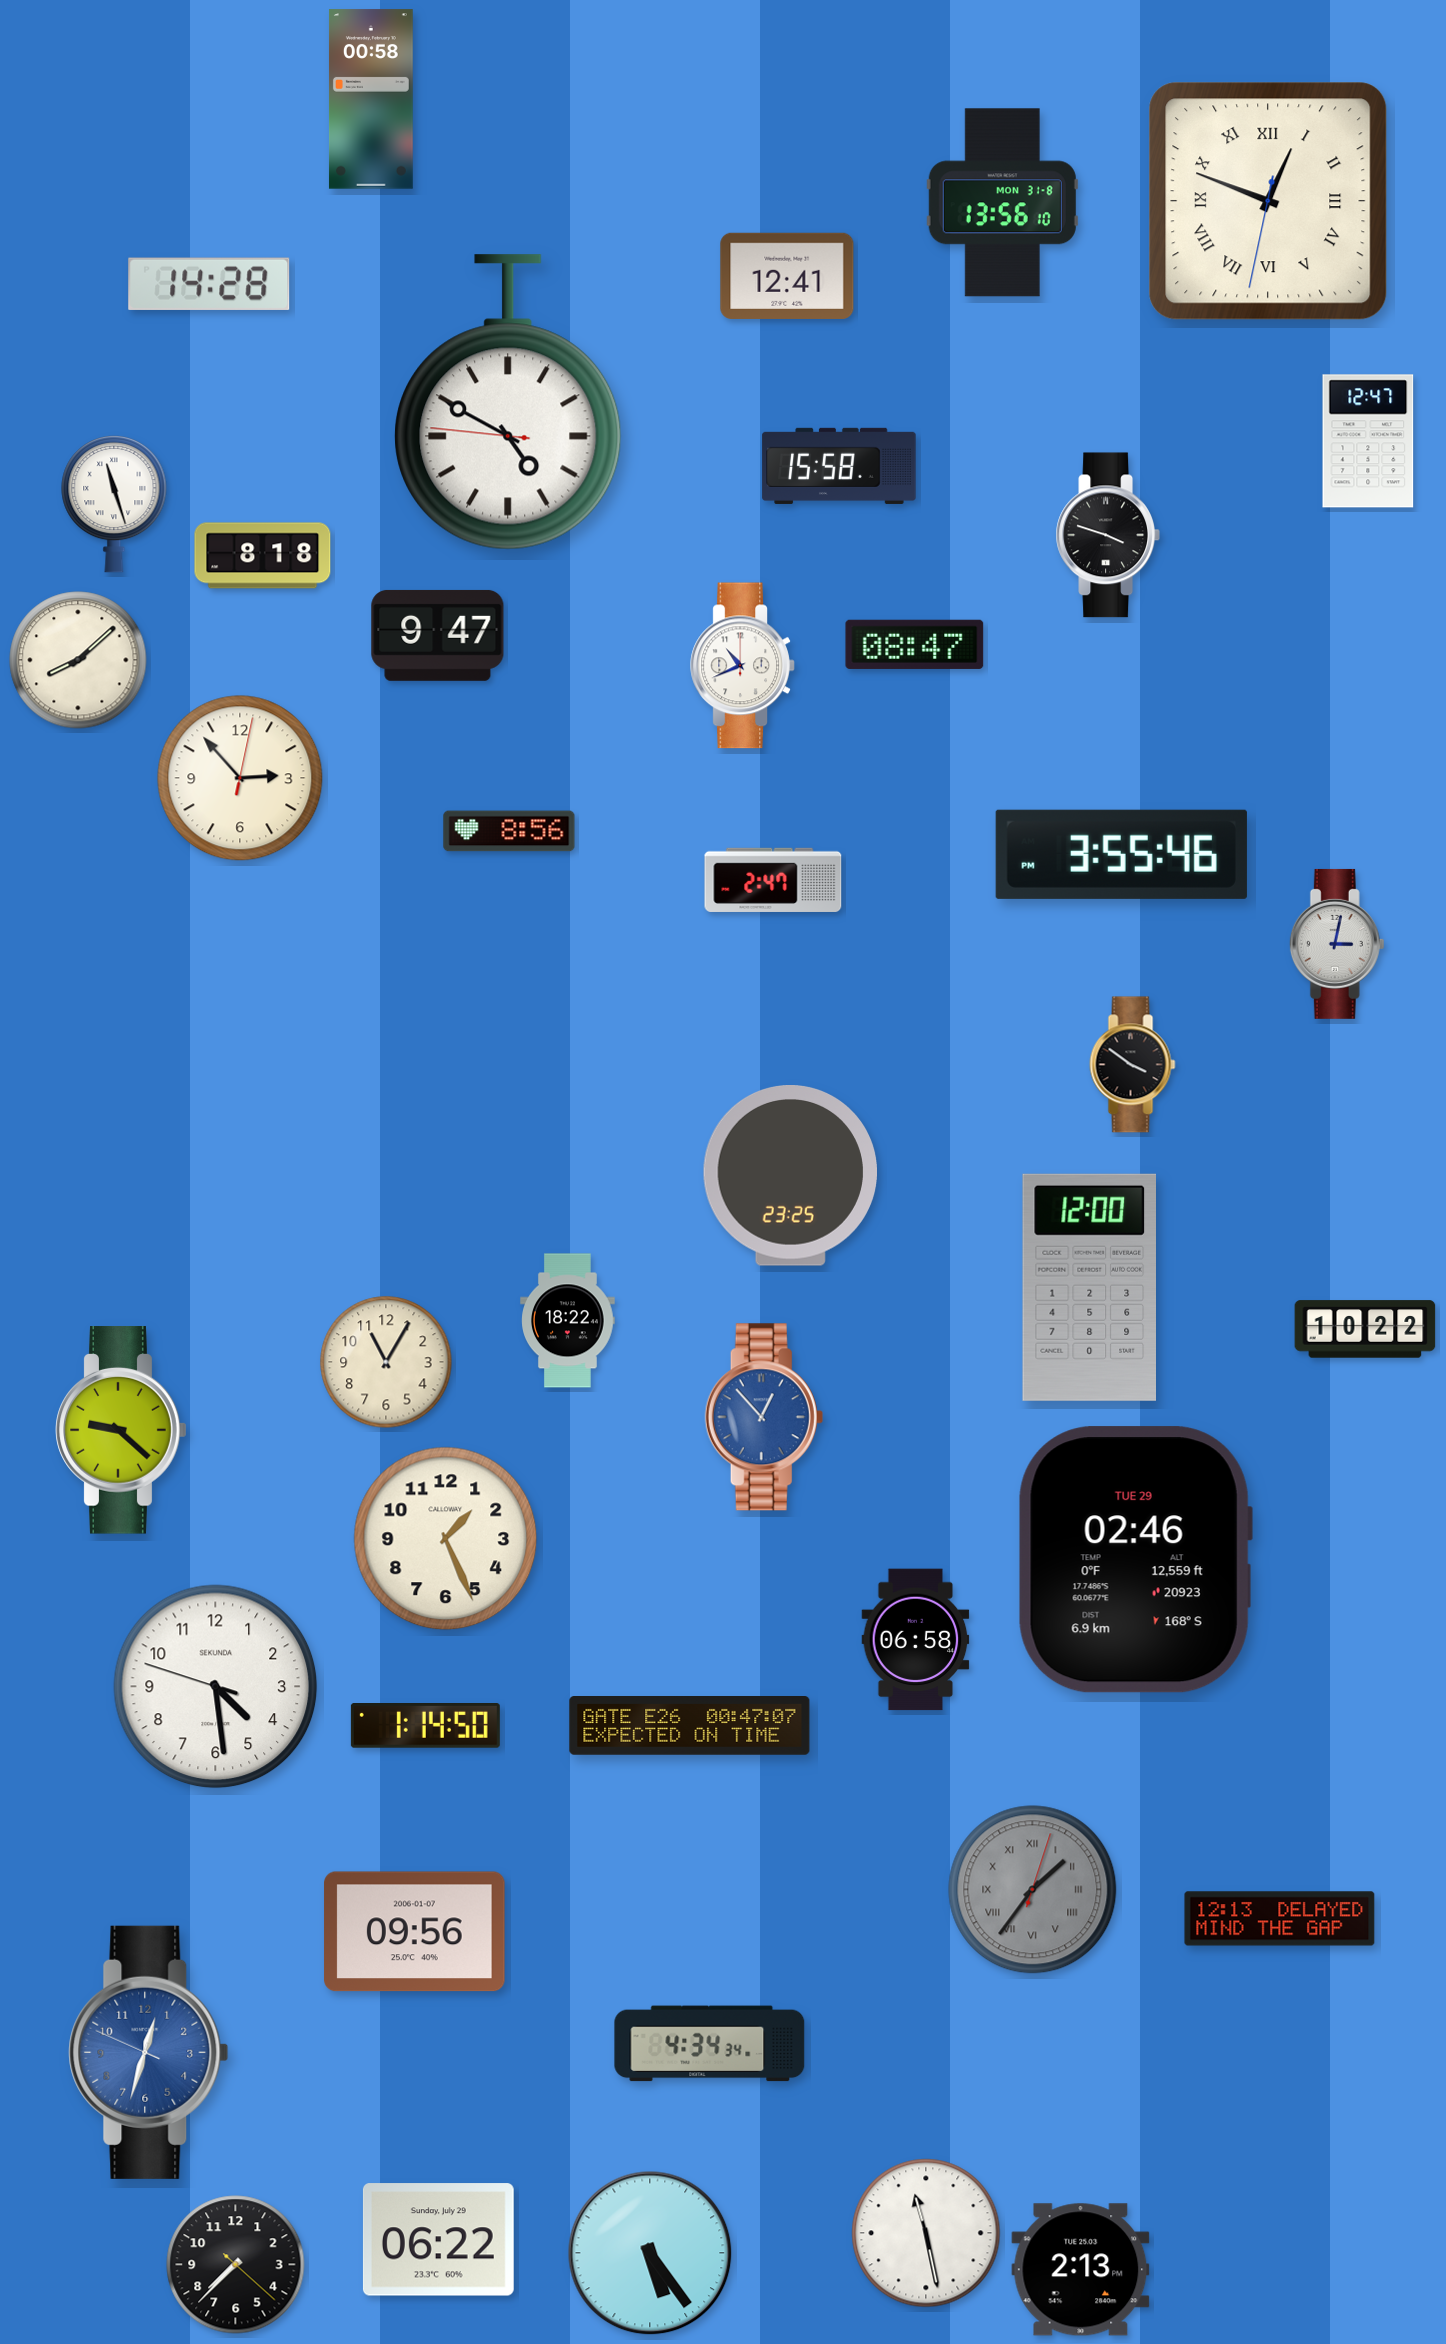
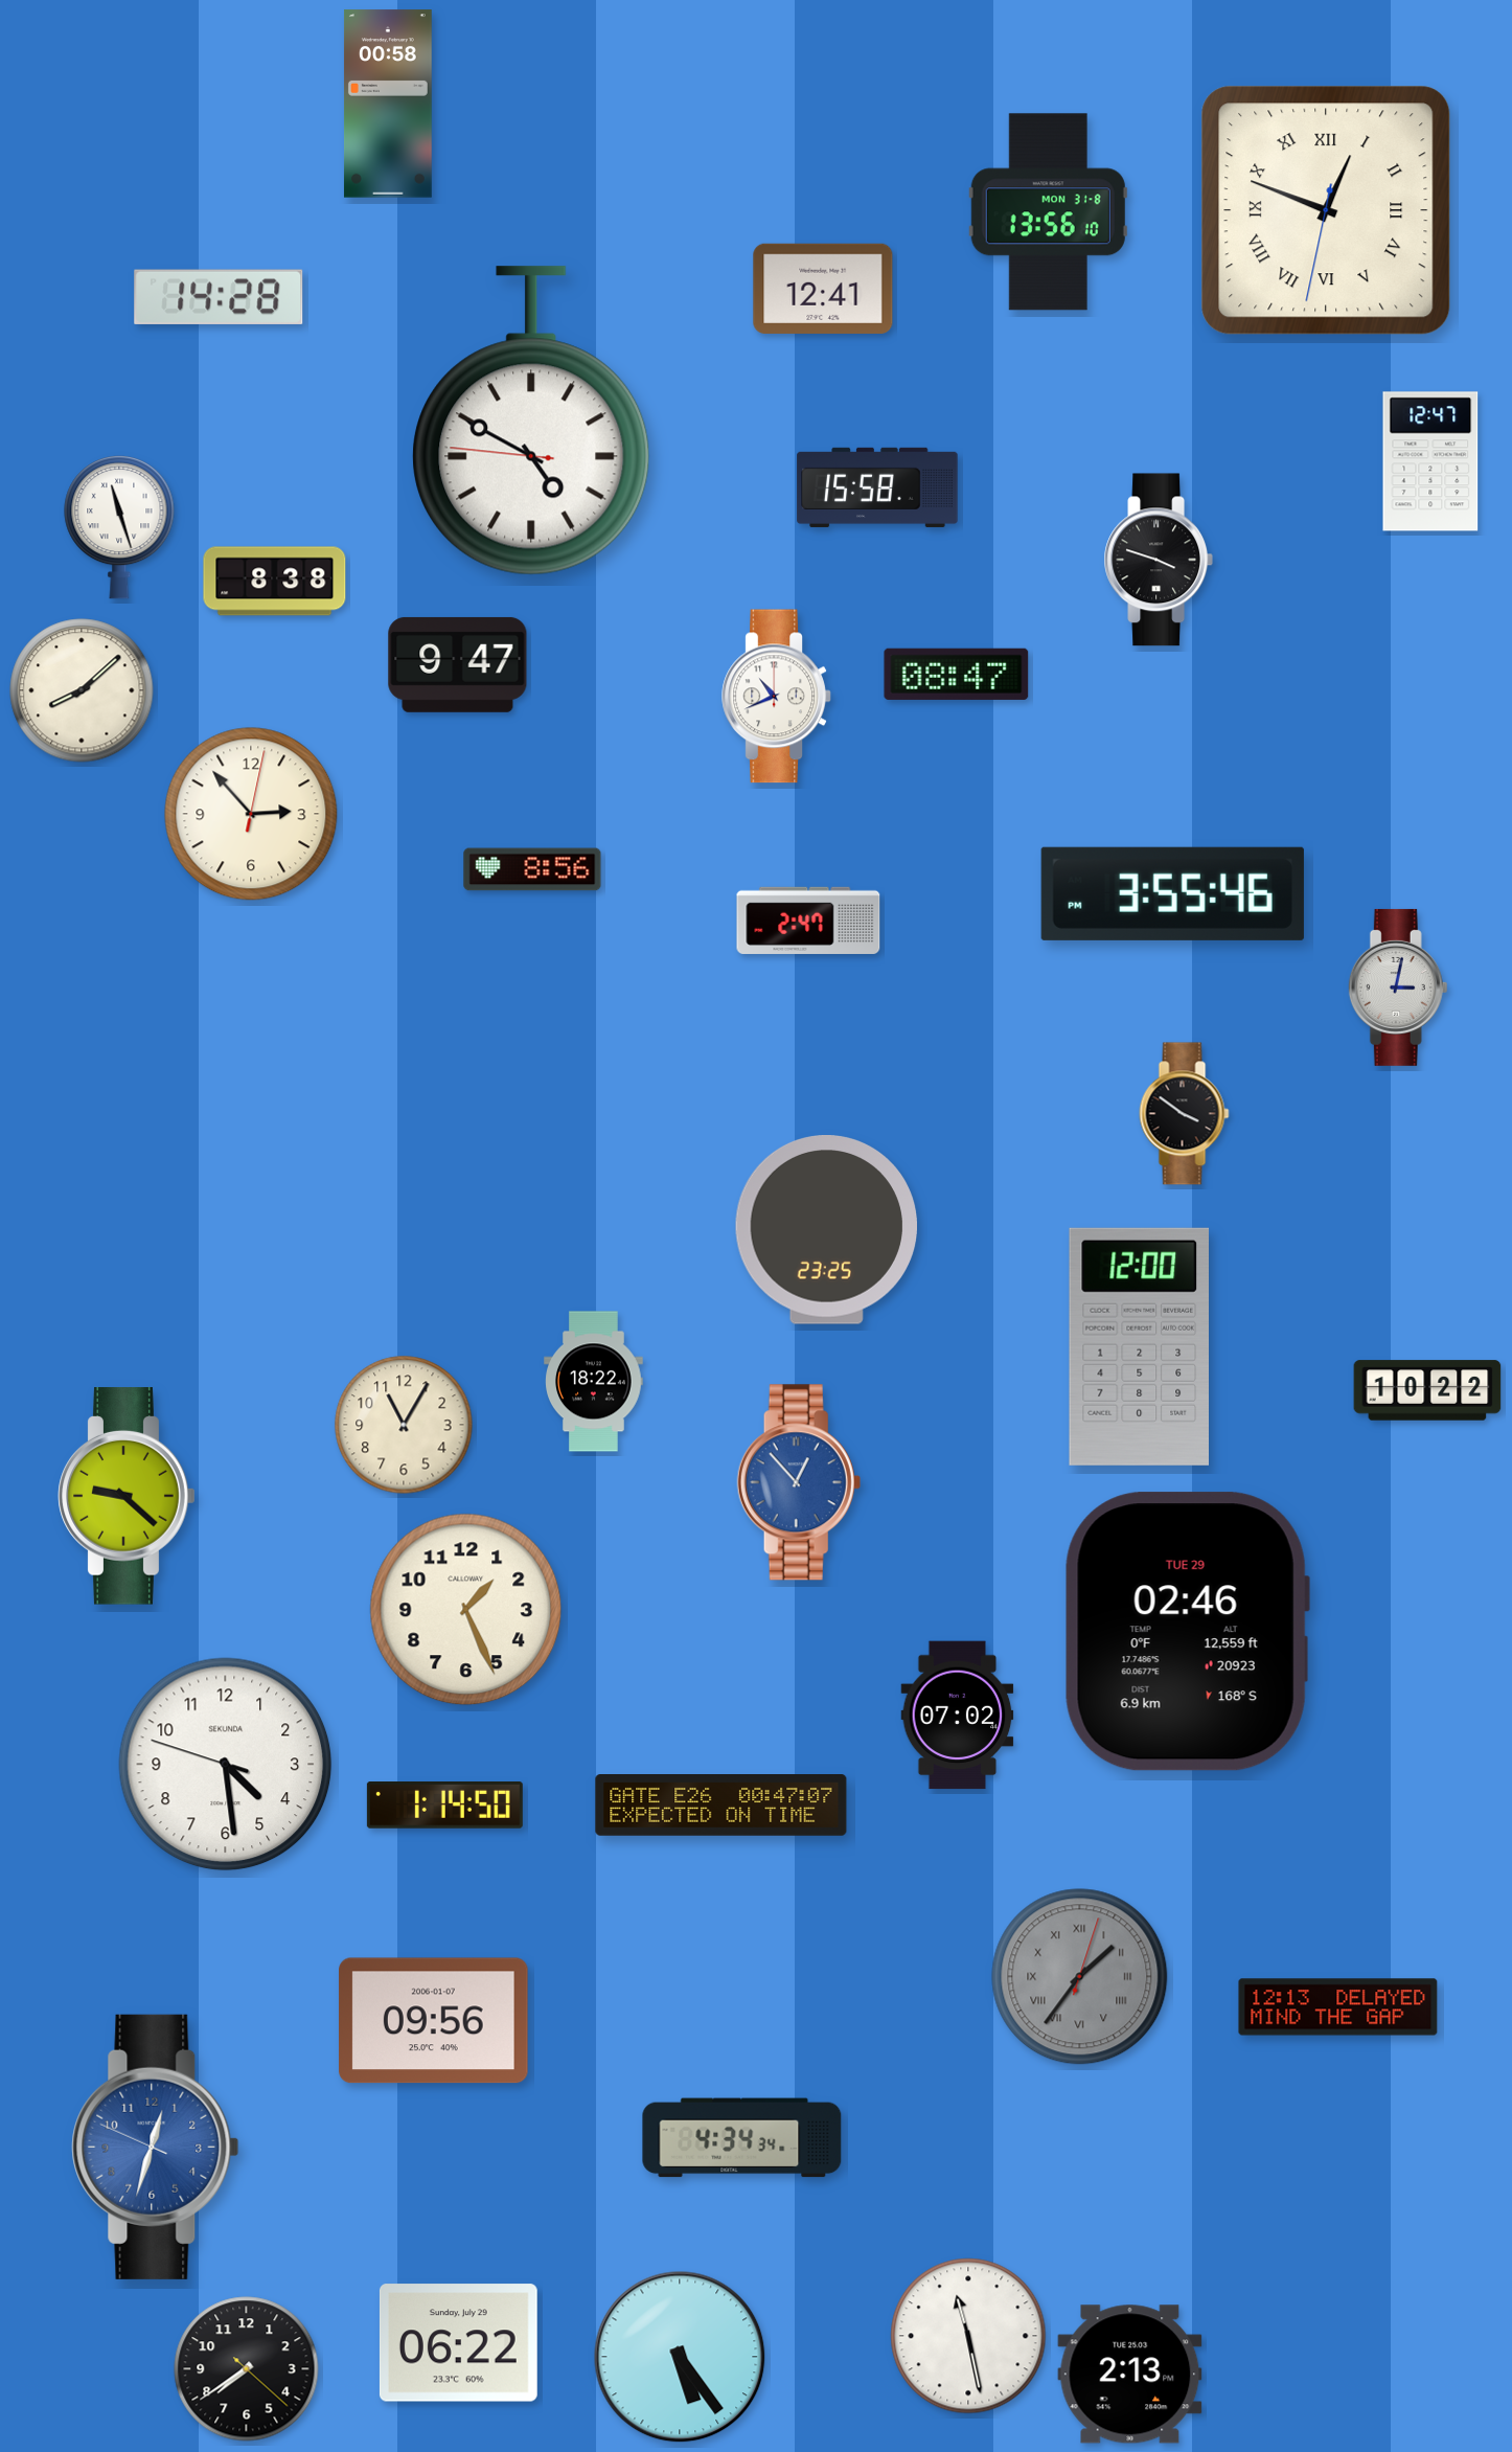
clock at (263, 556): 8:18 -> 8:38
clock at (916, 1640): 06:58 -> 07:02
clock at (236, 2265): 7:37 -> 7:39
